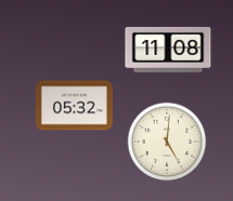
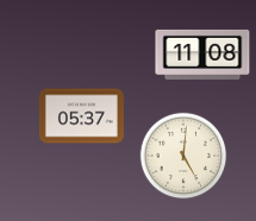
clock at (168, 50) position: (168, 50) -> (202, 55)
clock at (74, 106): 05:32 -> 05:37
